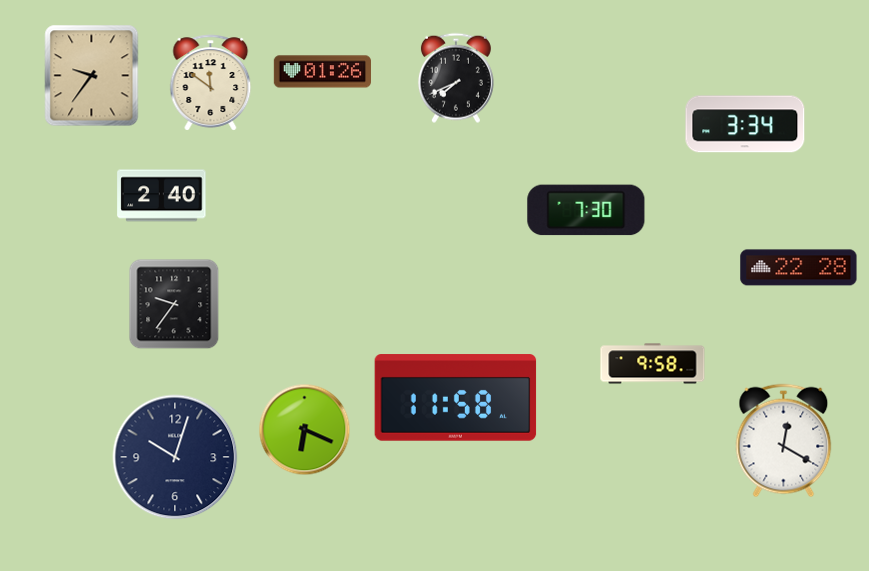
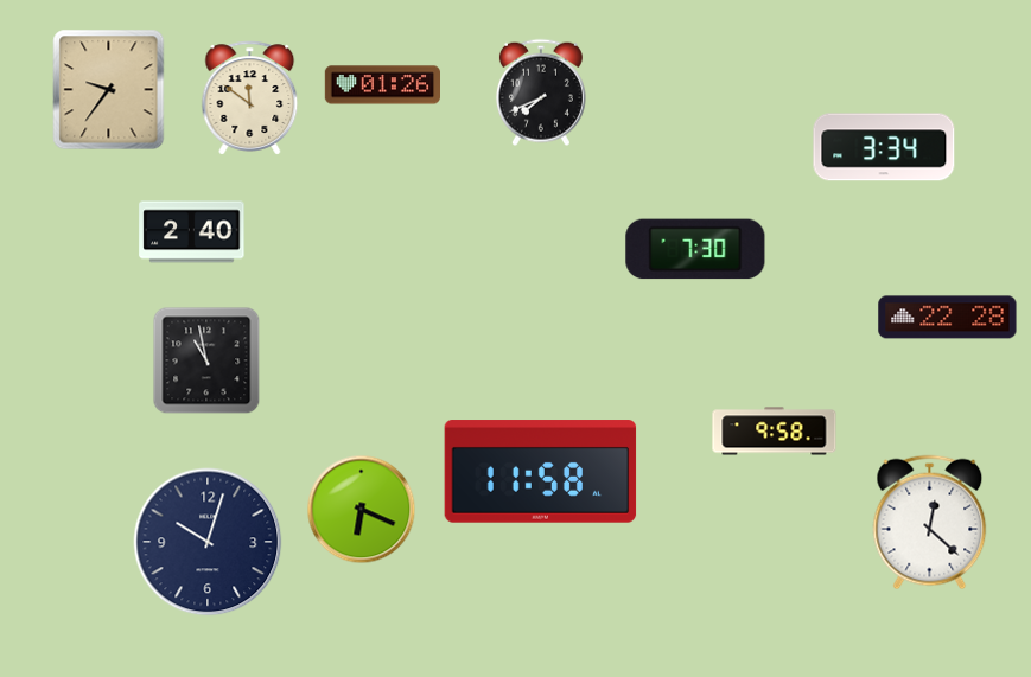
clock at (174, 304): 9:36 -> 10:58
clock at (784, 441): 12:20 -> 12:22
